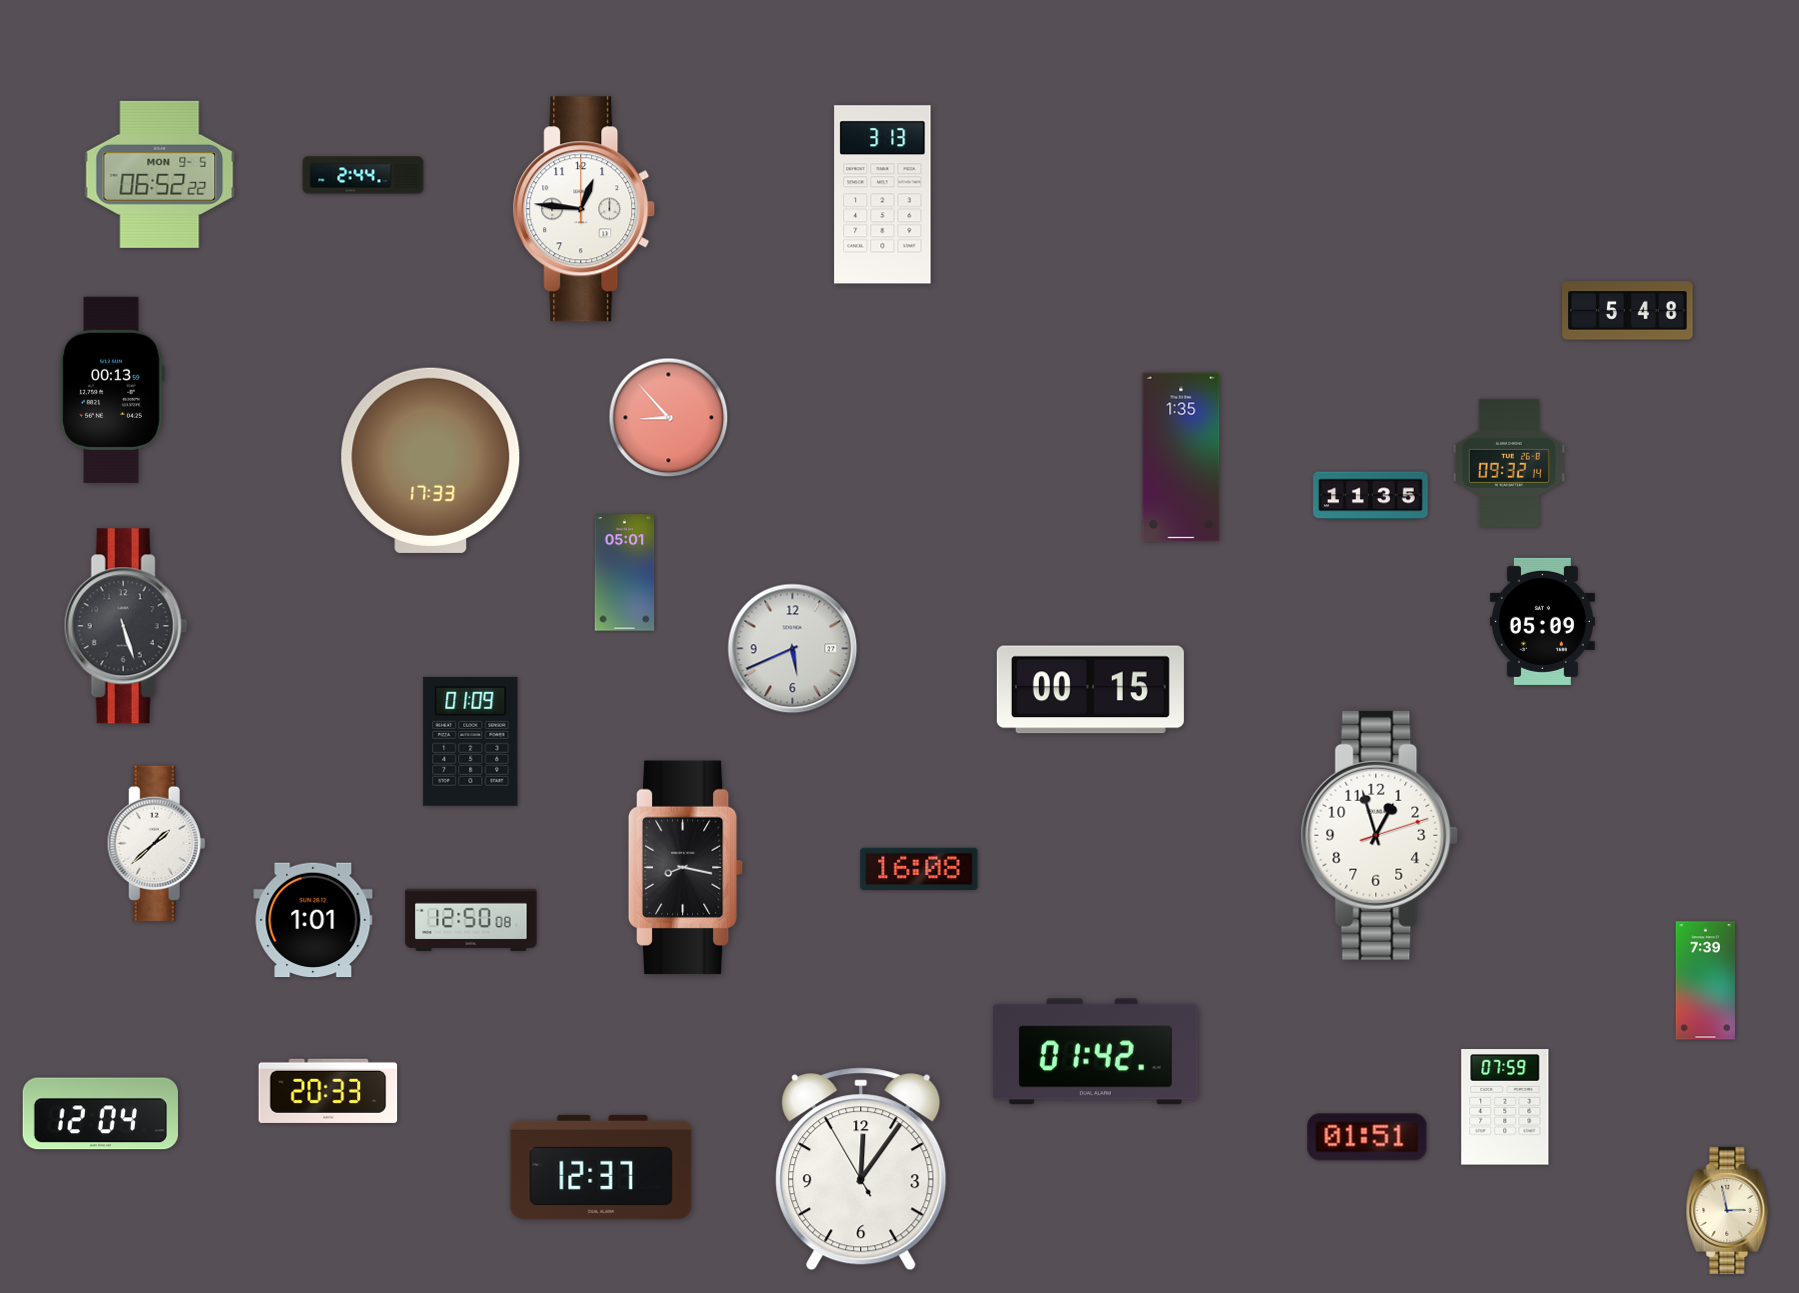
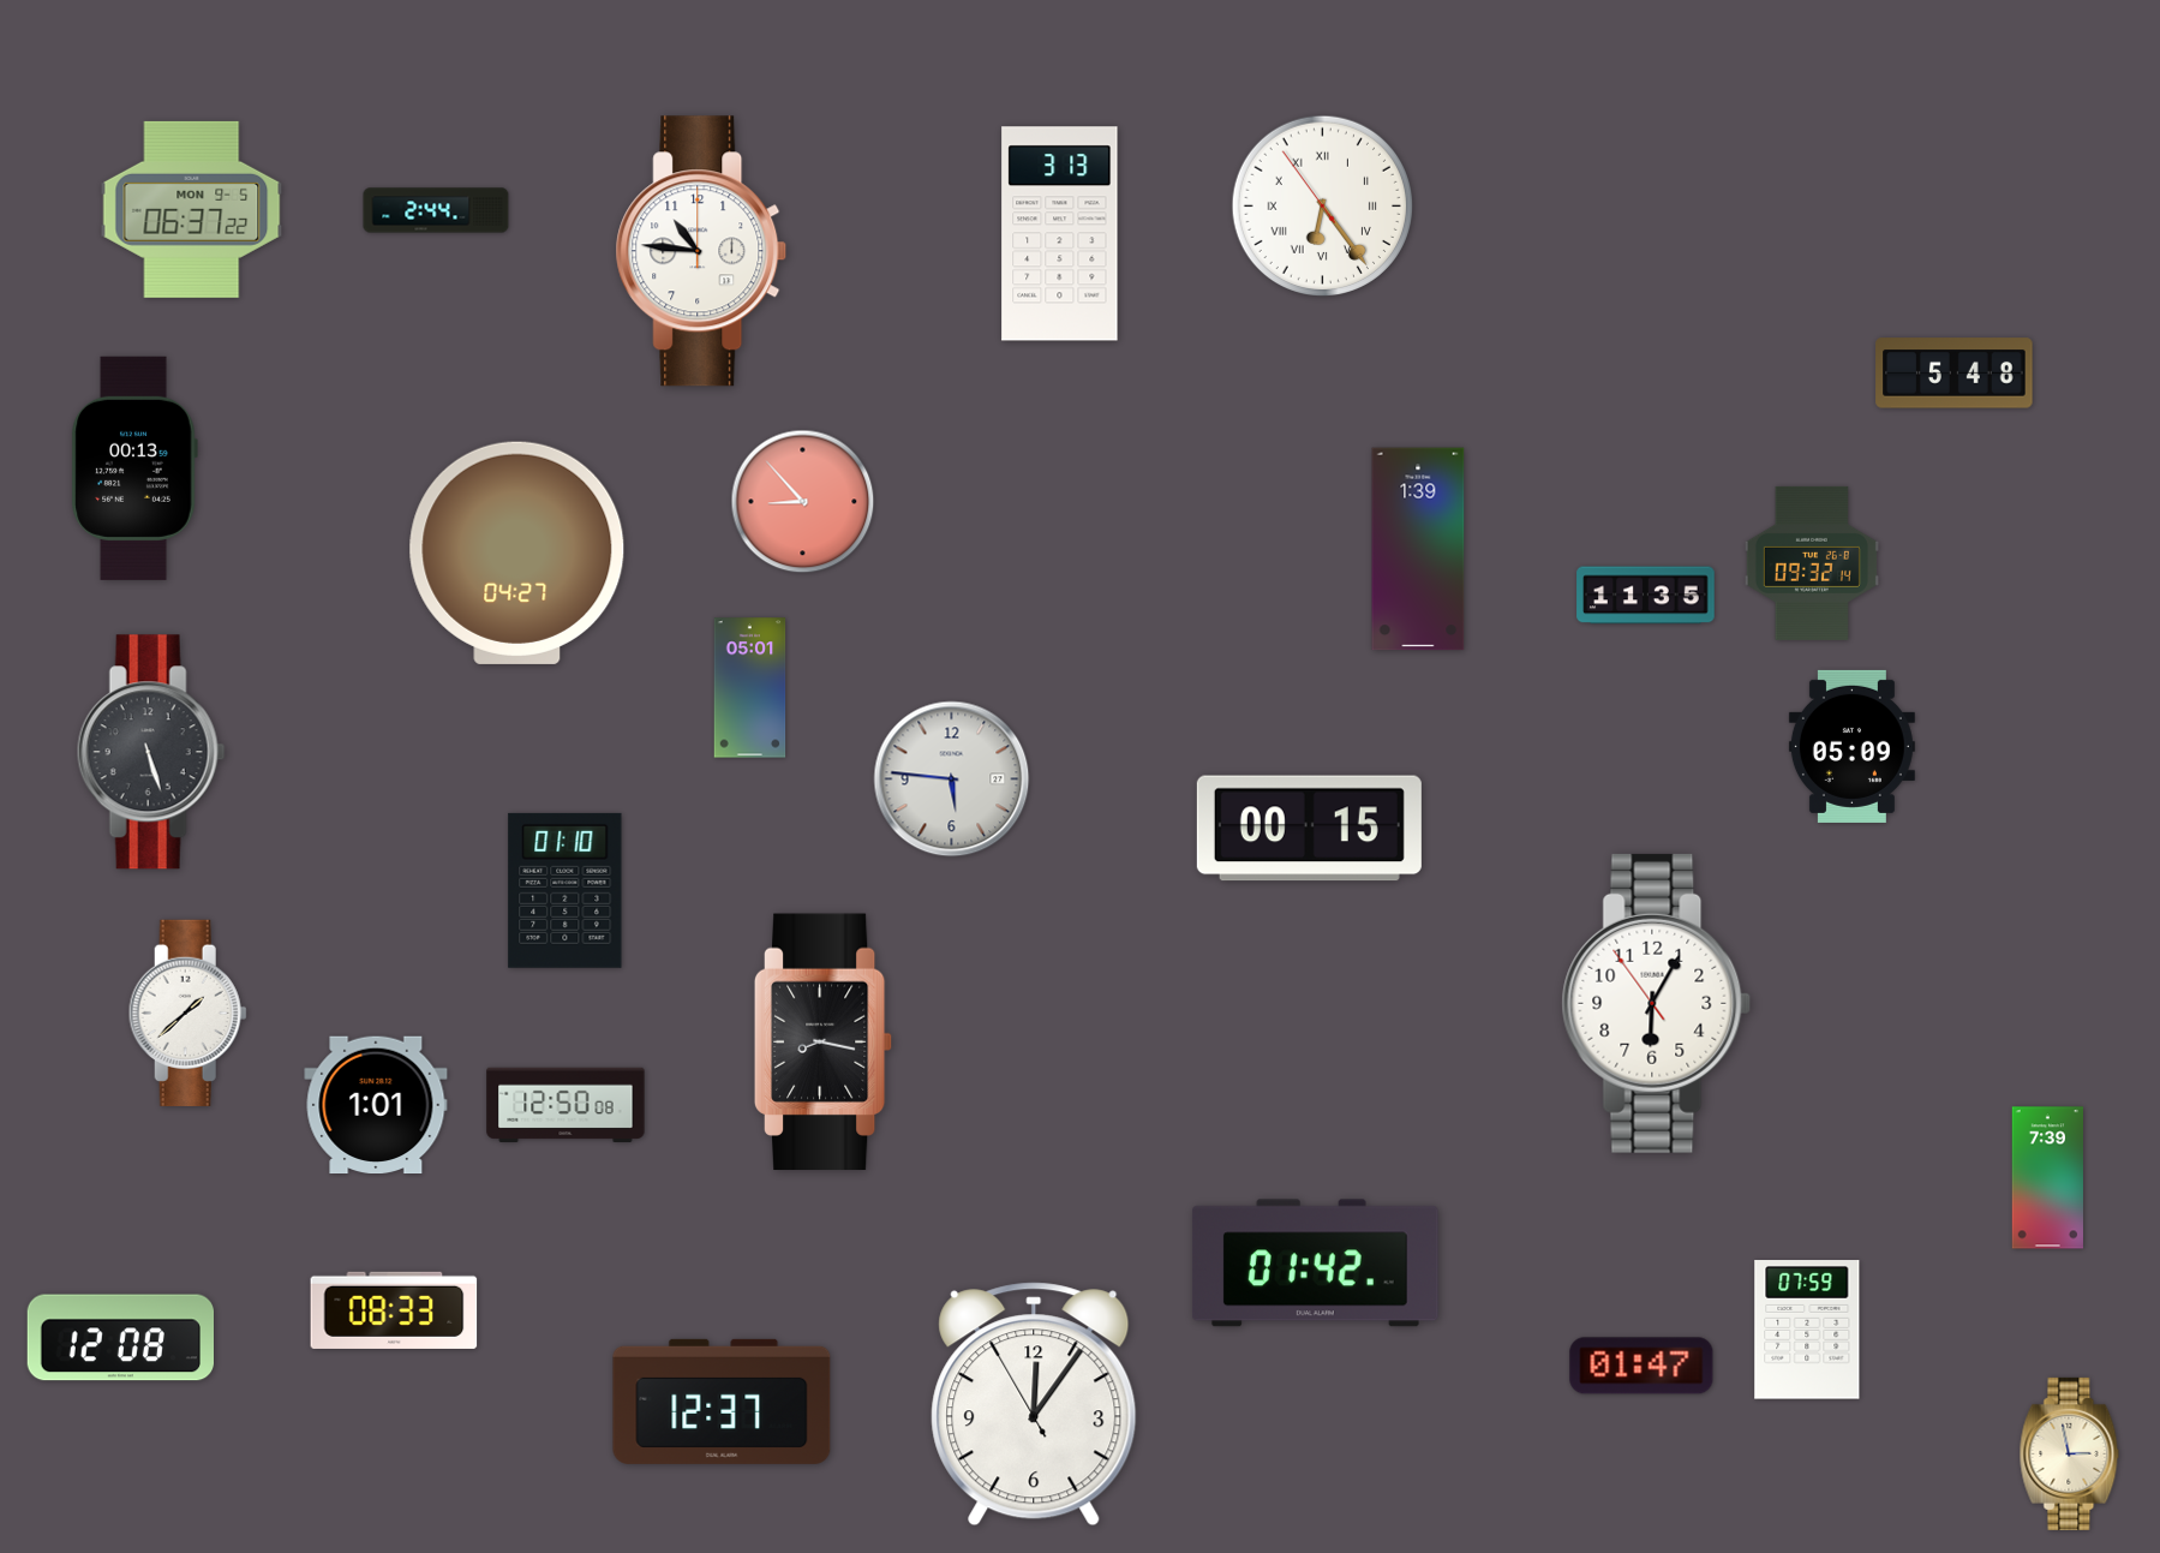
clock at (1322, 205): none -> 6:23
clock at (160, 174): 06:52 -> 06:37
clock at (584, 209): 12:46 -> 10:46
clock at (1181, 457): 1:35 -> 1:39
clock at (431, 460): 17:33 -> 04:27
clock at (1509, 463) position: (1509, 463) -> (1812, 563)
clock at (793, 649): 5:41 -> 5:46
clock at (471, 741): 01:09 -> 01:10
clock at (1380, 835): 12:57 -> 6:04
clock at (919, 868): 16:08 -> none
clock at (328, 1091): 20:33 -> 08:33
clock at (100, 1114): 12:04 -> 12:08
clock at (1367, 1137): 01:51 -> 01:47
clock at (1728, 1210) position: (1728, 1210) -> (2070, 1453)
